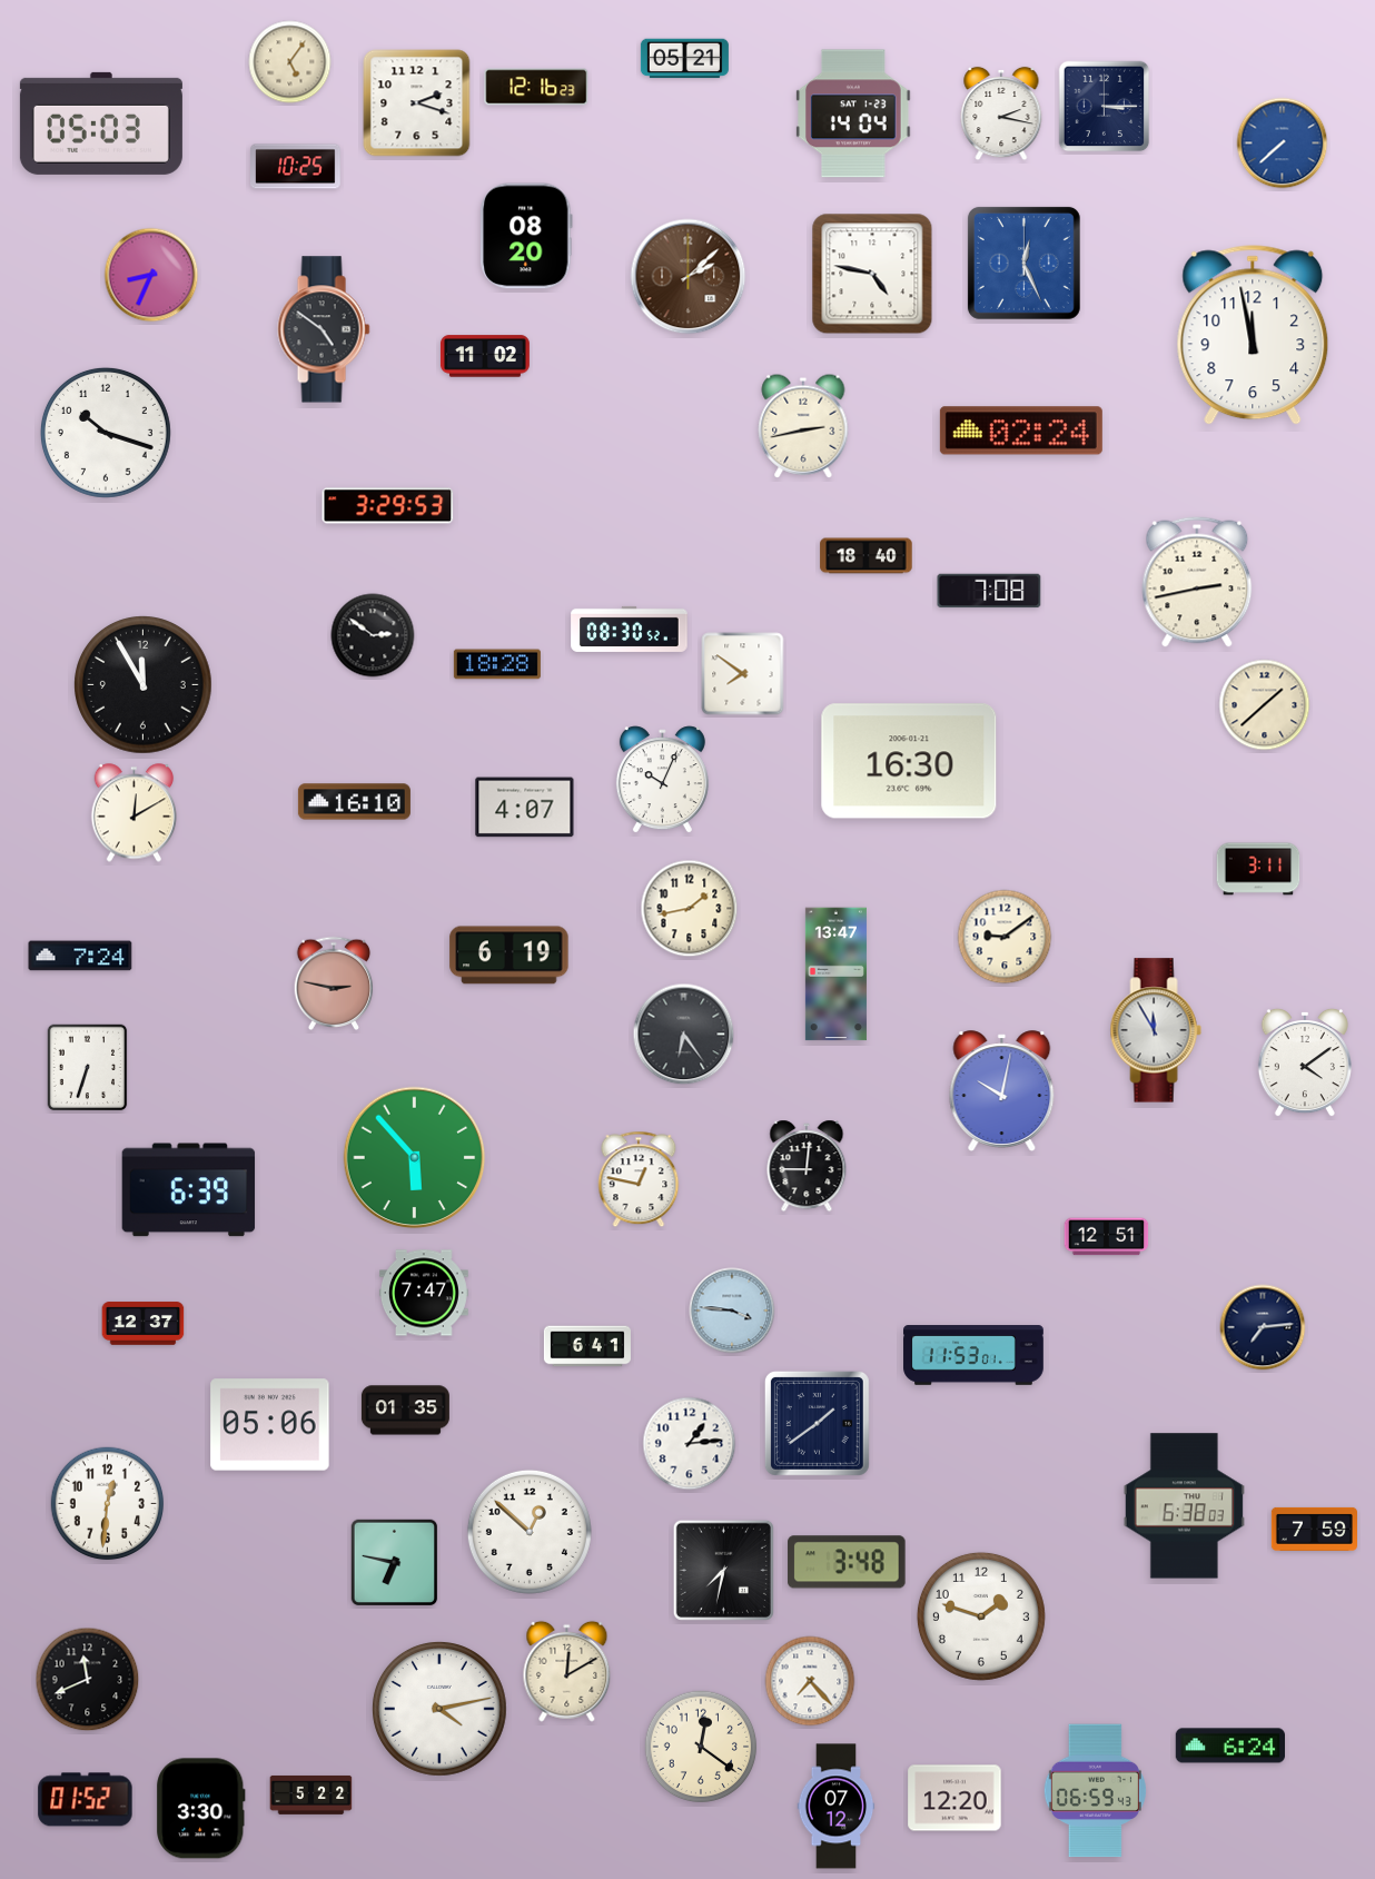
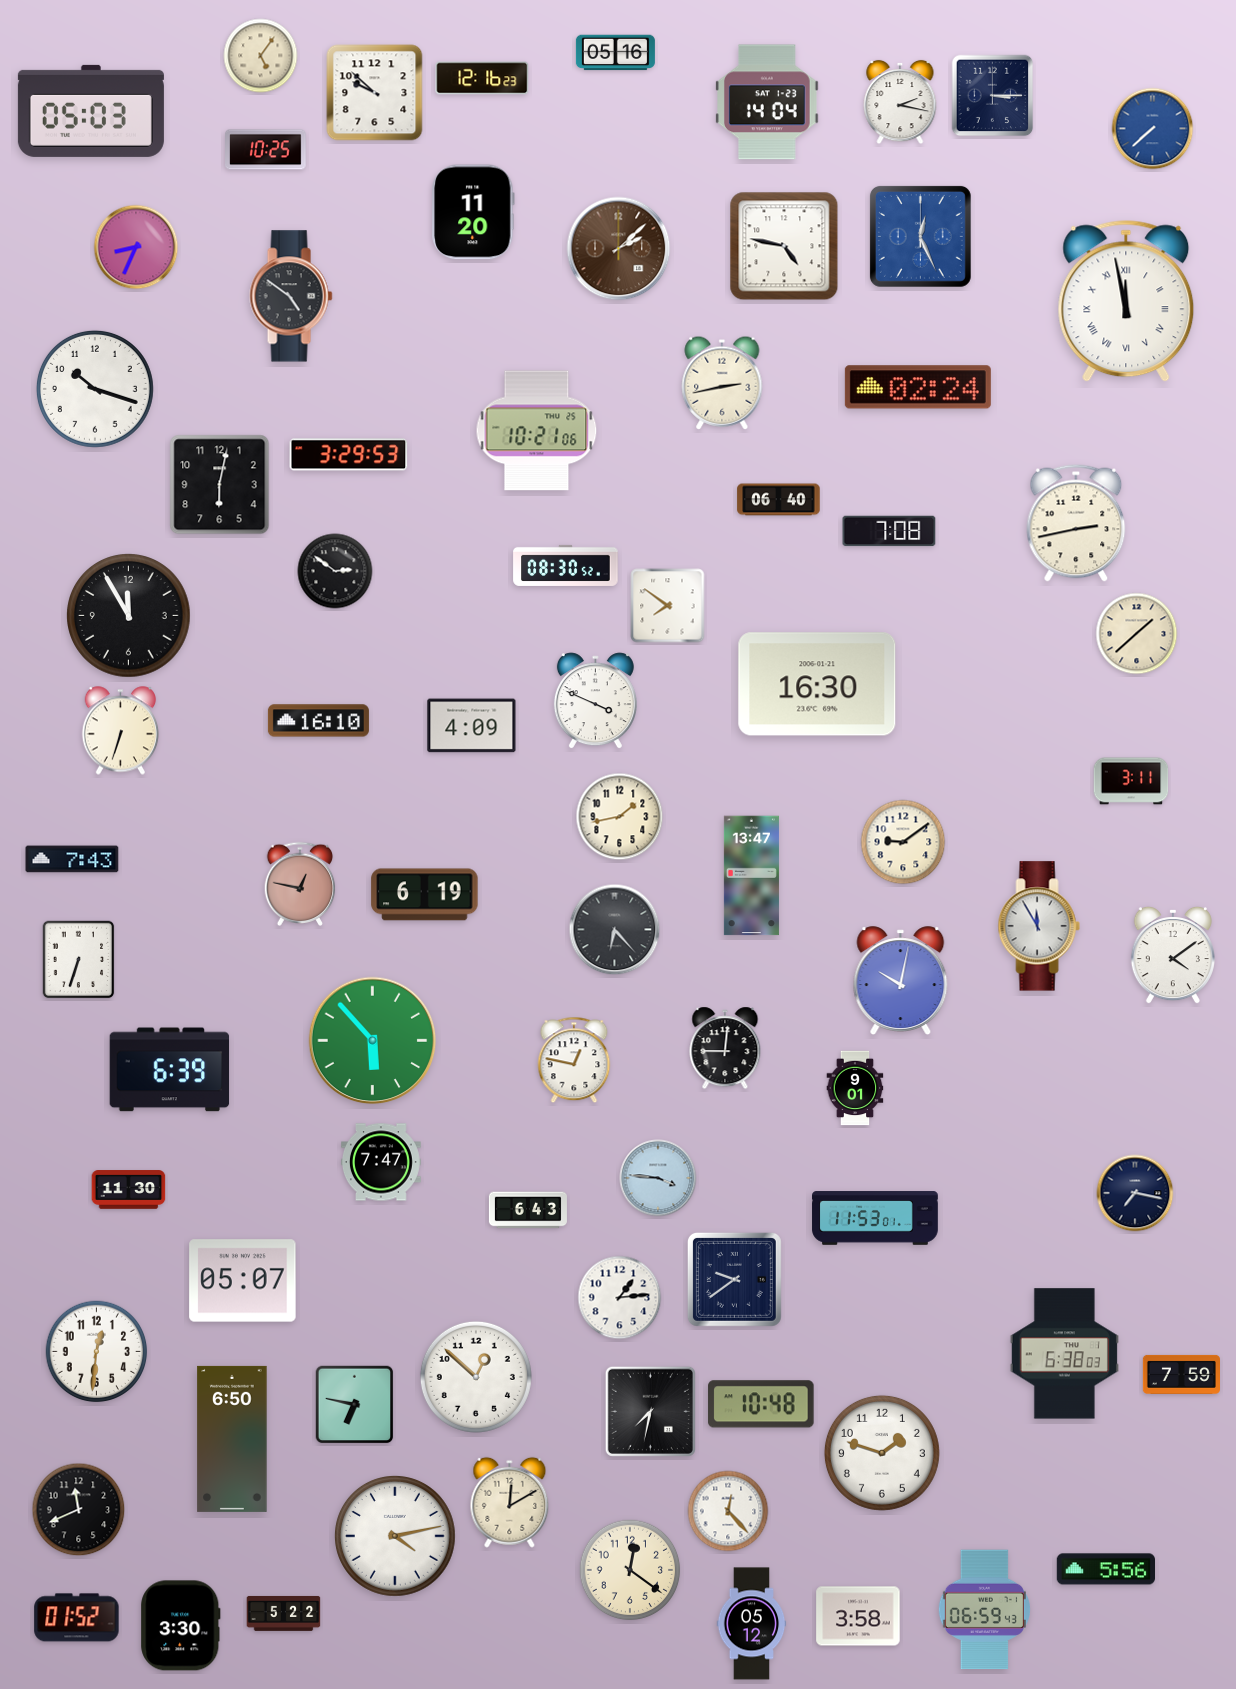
clock at (684, 59): 05:21 -> 05:16
clock at (417, 103): 2:18 -> 9:52
clock at (526, 236): 08:20 -> 11:20
clock at (1253, 335) numerals: Arabic -> Roman
clock at (485, 356): 11:02 -> none
clock at (537, 431): none -> 10:21
clock at (220, 485): none -> 6:02
clock at (867, 556): 18:40 -> 06:40
clock at (497, 664): 18:28 -> none
clock at (662, 780): 10:04 -> 3:49
clock at (525, 808): 4:07 -> 4:09
clock at (135, 813): 12:10 -> 6:33
clock at (80, 956): 7:24 -> 7:43
clock at (510, 956) position: (510, 956) -> (425, 895)
clock at (334, 982): 2:47 -> 12:47
clock at (684, 1035): 6:24 -> 6:23
clock at (855, 1088): none -> 9:01
clock at (1107, 1237): 12:51 -> none
clock at (144, 1324): 12:37 -> 11:30
clock at (1263, 1327): 7:14 -> 7:17
clock at (587, 1346): 6:41 -> 6:43
clock at (405, 1411): 01:35 -> none
clock at (817, 1423): 1:39 -> 9:39
clock at (270, 1425): 05:06 -> 05:07
clock at (847, 1562): 3:48 -> 10:48
clock at (232, 1439): none -> 6:50
clock at (810, 1681): 7:23 -> 12:23
clock at (1229, 1746): 6:24 -> 5:56
clock at (311, 1794) position: (311, 1794) -> (284, 1613)
clock at (954, 1798): 12:20 -> 3:58
clock at (837, 1807): 07:12 -> 05:12
